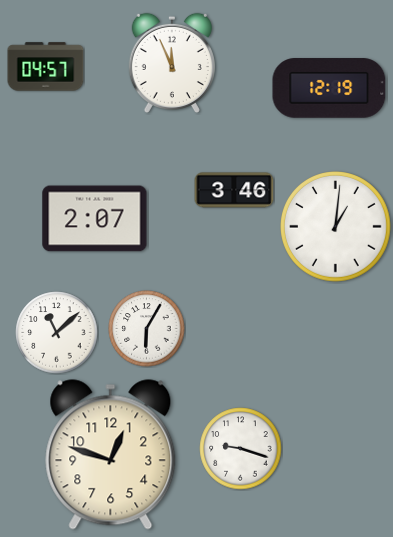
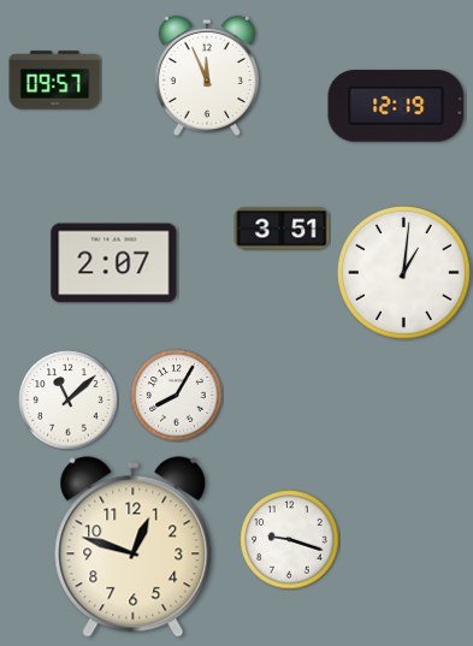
clock at (46, 67): 04:57 -> 09:57
clock at (234, 190): 3:46 -> 3:51
clock at (147, 329): 6:05 -> 8:05
